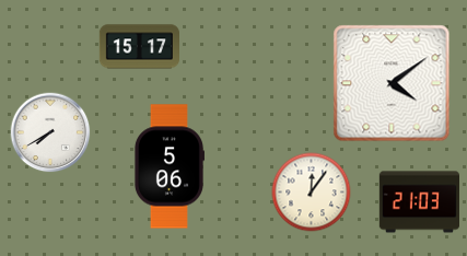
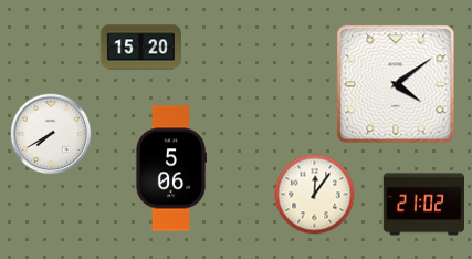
clock at (139, 47): 15:17 -> 15:20
clock at (419, 202): 21:03 -> 21:02
